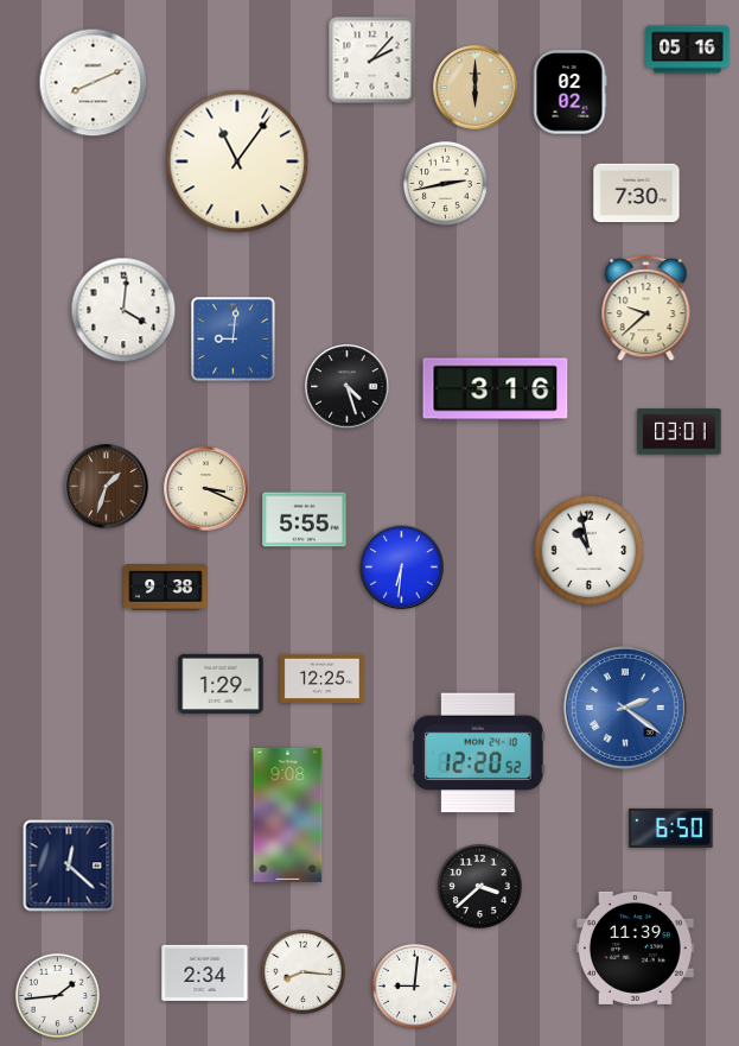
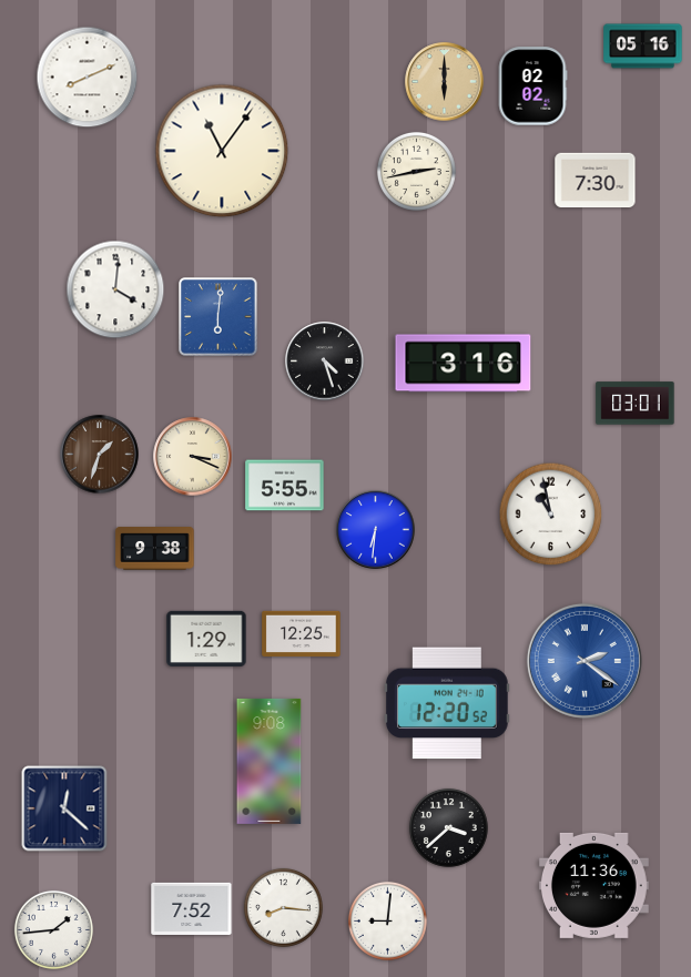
clock at (372, 61): 2:07 -> none
clock at (646, 309): 9:38 -> none
clock at (234, 340): 9:01 -> 6:01
clock at (671, 828): 6:50 -> none
clock at (635, 947): 11:39 -> 11:36
clock at (205, 972): 2:34 -> 7:52
